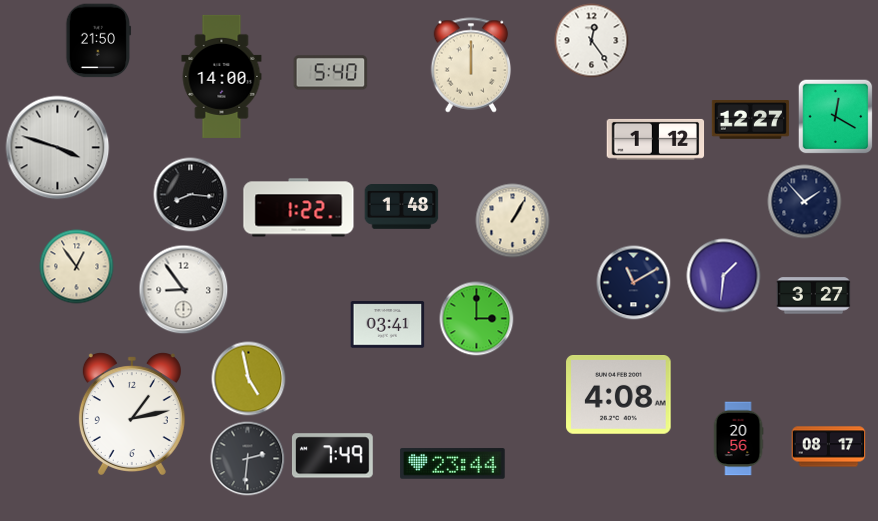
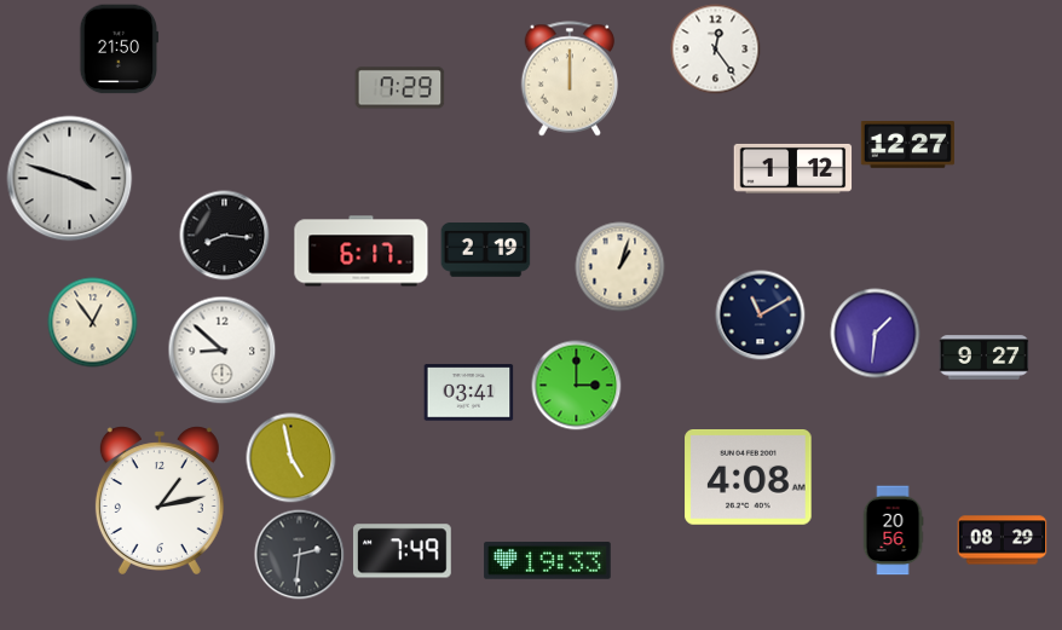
clock at (331, 73): 5:40 -> 7:29
clock at (222, 76): 14:00 -> none
clock at (836, 117): 12:20 -> none
clock at (191, 195) position: (191, 195) -> (225, 236)
clock at (805, 202): 1:53 -> none
clock at (402, 207): 1:48 -> 2:19
clock at (299, 208): 1:22 -> 6:17
clock at (513, 221): 1:05 -> 1:03
clock at (634, 283) position: (634, 283) -> (761, 316)
clock at (184, 290): 8:54 -> 8:52
clock at (814, 296): 3:27 -> 9:27
clock at (249, 379) position: (249, 379) -> (292, 458)
clock at (829, 447): 08:17 -> 08:29
clock at (453, 464): 23:44 -> 19:33
